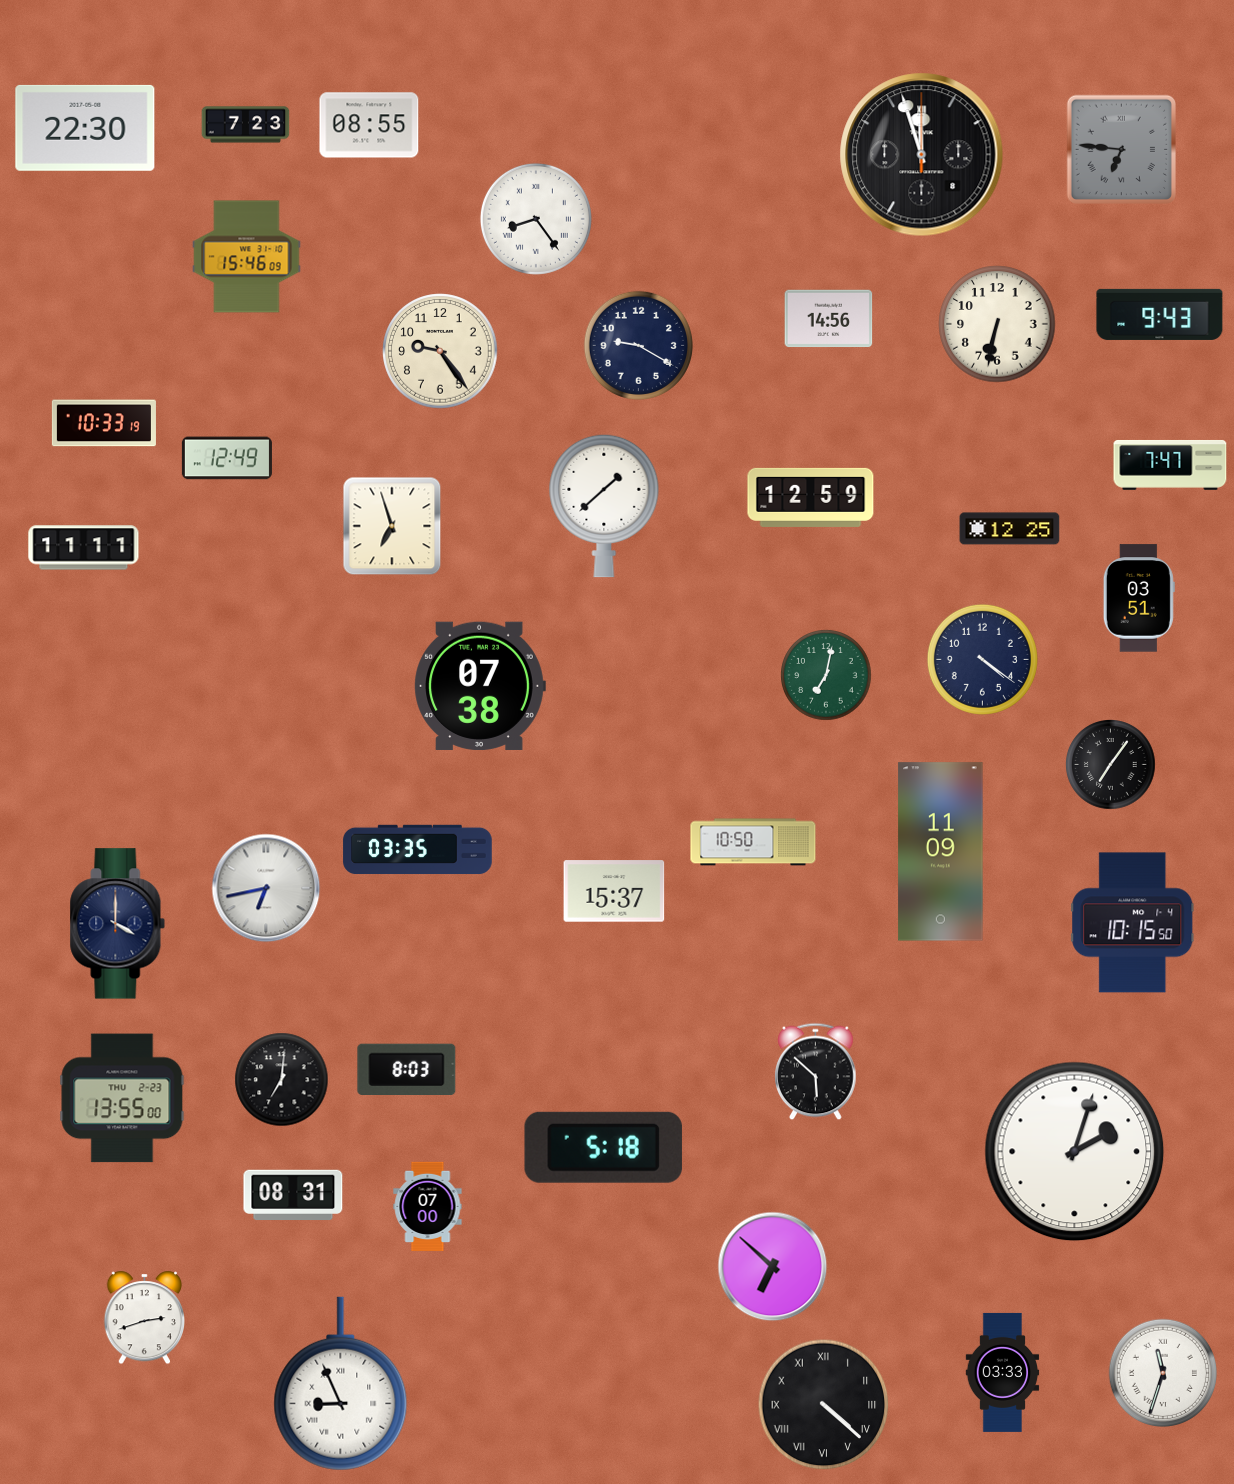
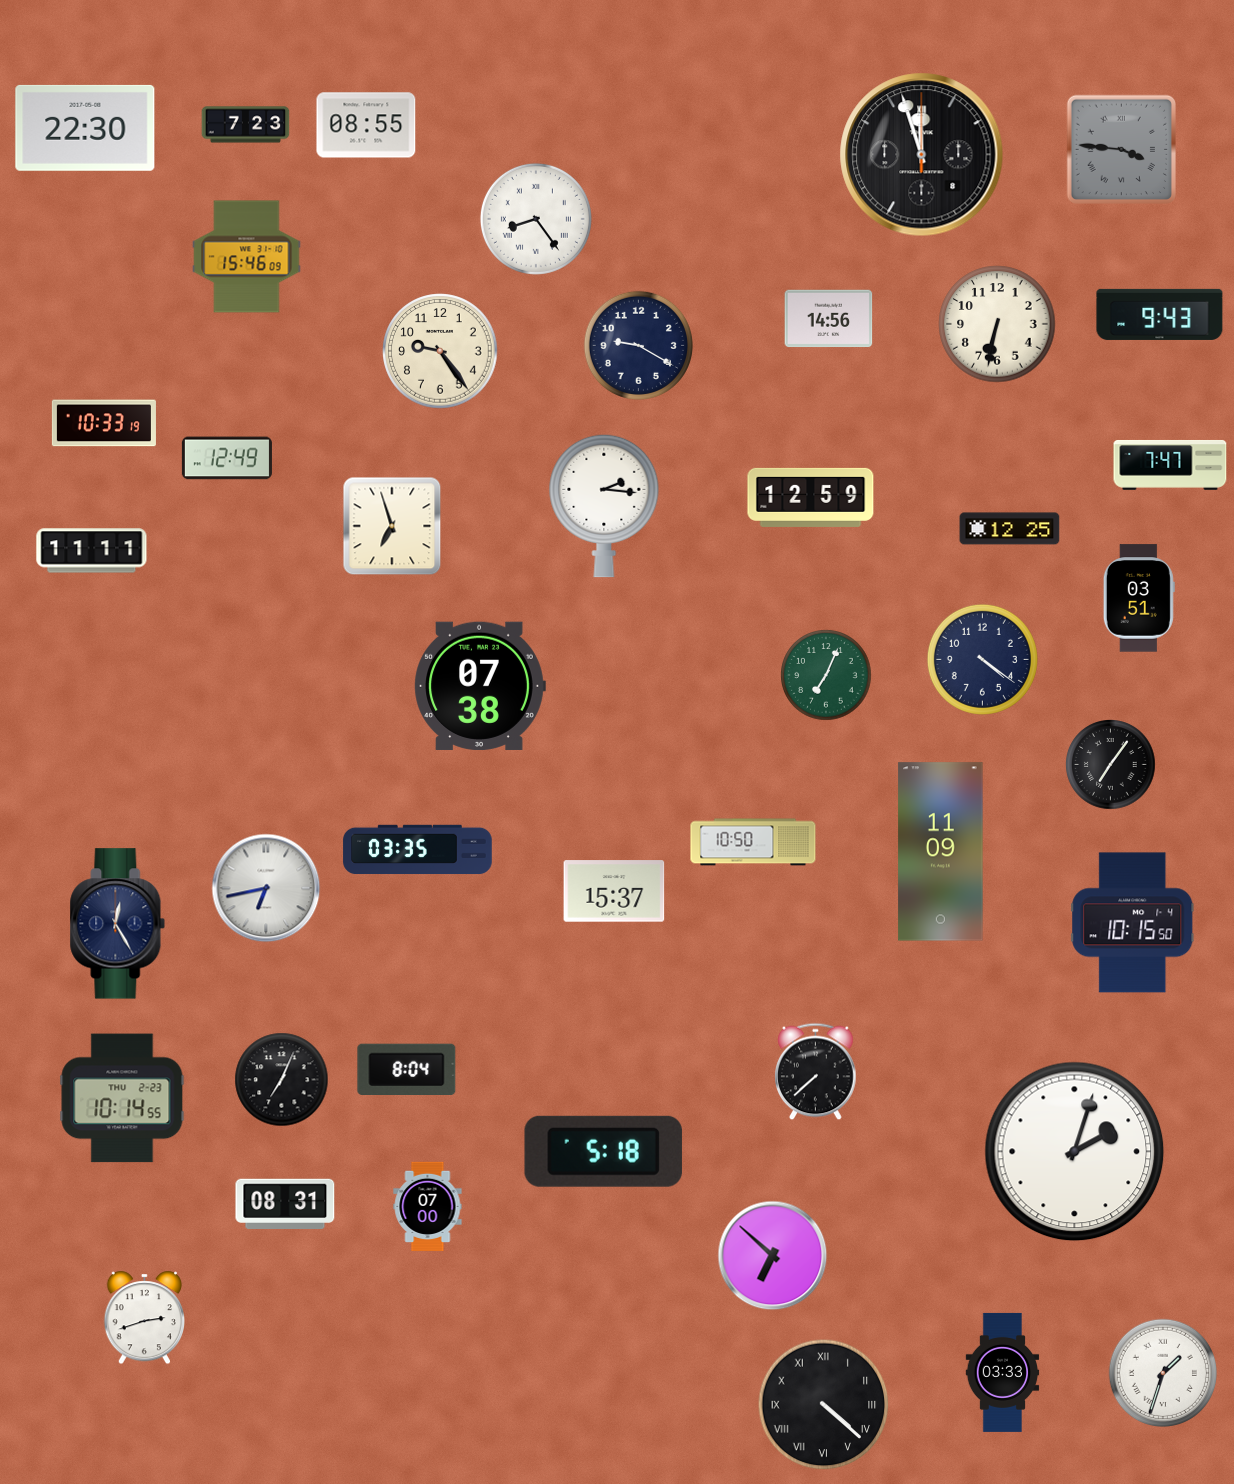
clock at (369, 125) position: (369, 125) -> (366, 125)
clock at (1121, 149): 6:46 -> 3:46
clock at (604, 506): 1:38 -> 2:16
clock at (84, 548) position: (84, 548) -> (92, 551)
clock at (826, 675): 7:02 -> 7:04
clock at (118, 924): 4:00 -> 12:25
clock at (407, 1070): 8:03 -> 8:04
clock at (816, 1072): 5:52 -> 7:38
clock at (282, 1080): 7:01 -> 7:04
clock at (122, 1098): 13:55 -> 10:14
clock at (603, 1147) position: (603, 1147) -> (603, 1151)
clock at (293, 1195) position: (293, 1195) -> (285, 1204)
clock at (773, 1267) position: (773, 1267) -> (773, 1256)
clock at (1162, 1373): 11:33 -> 1:33
clock at (341, 1384): 8:56 -> none
